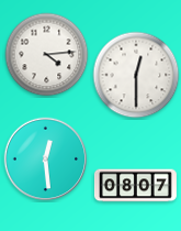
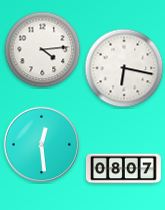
clock at (136, 75): 12:30 -> 6:17
